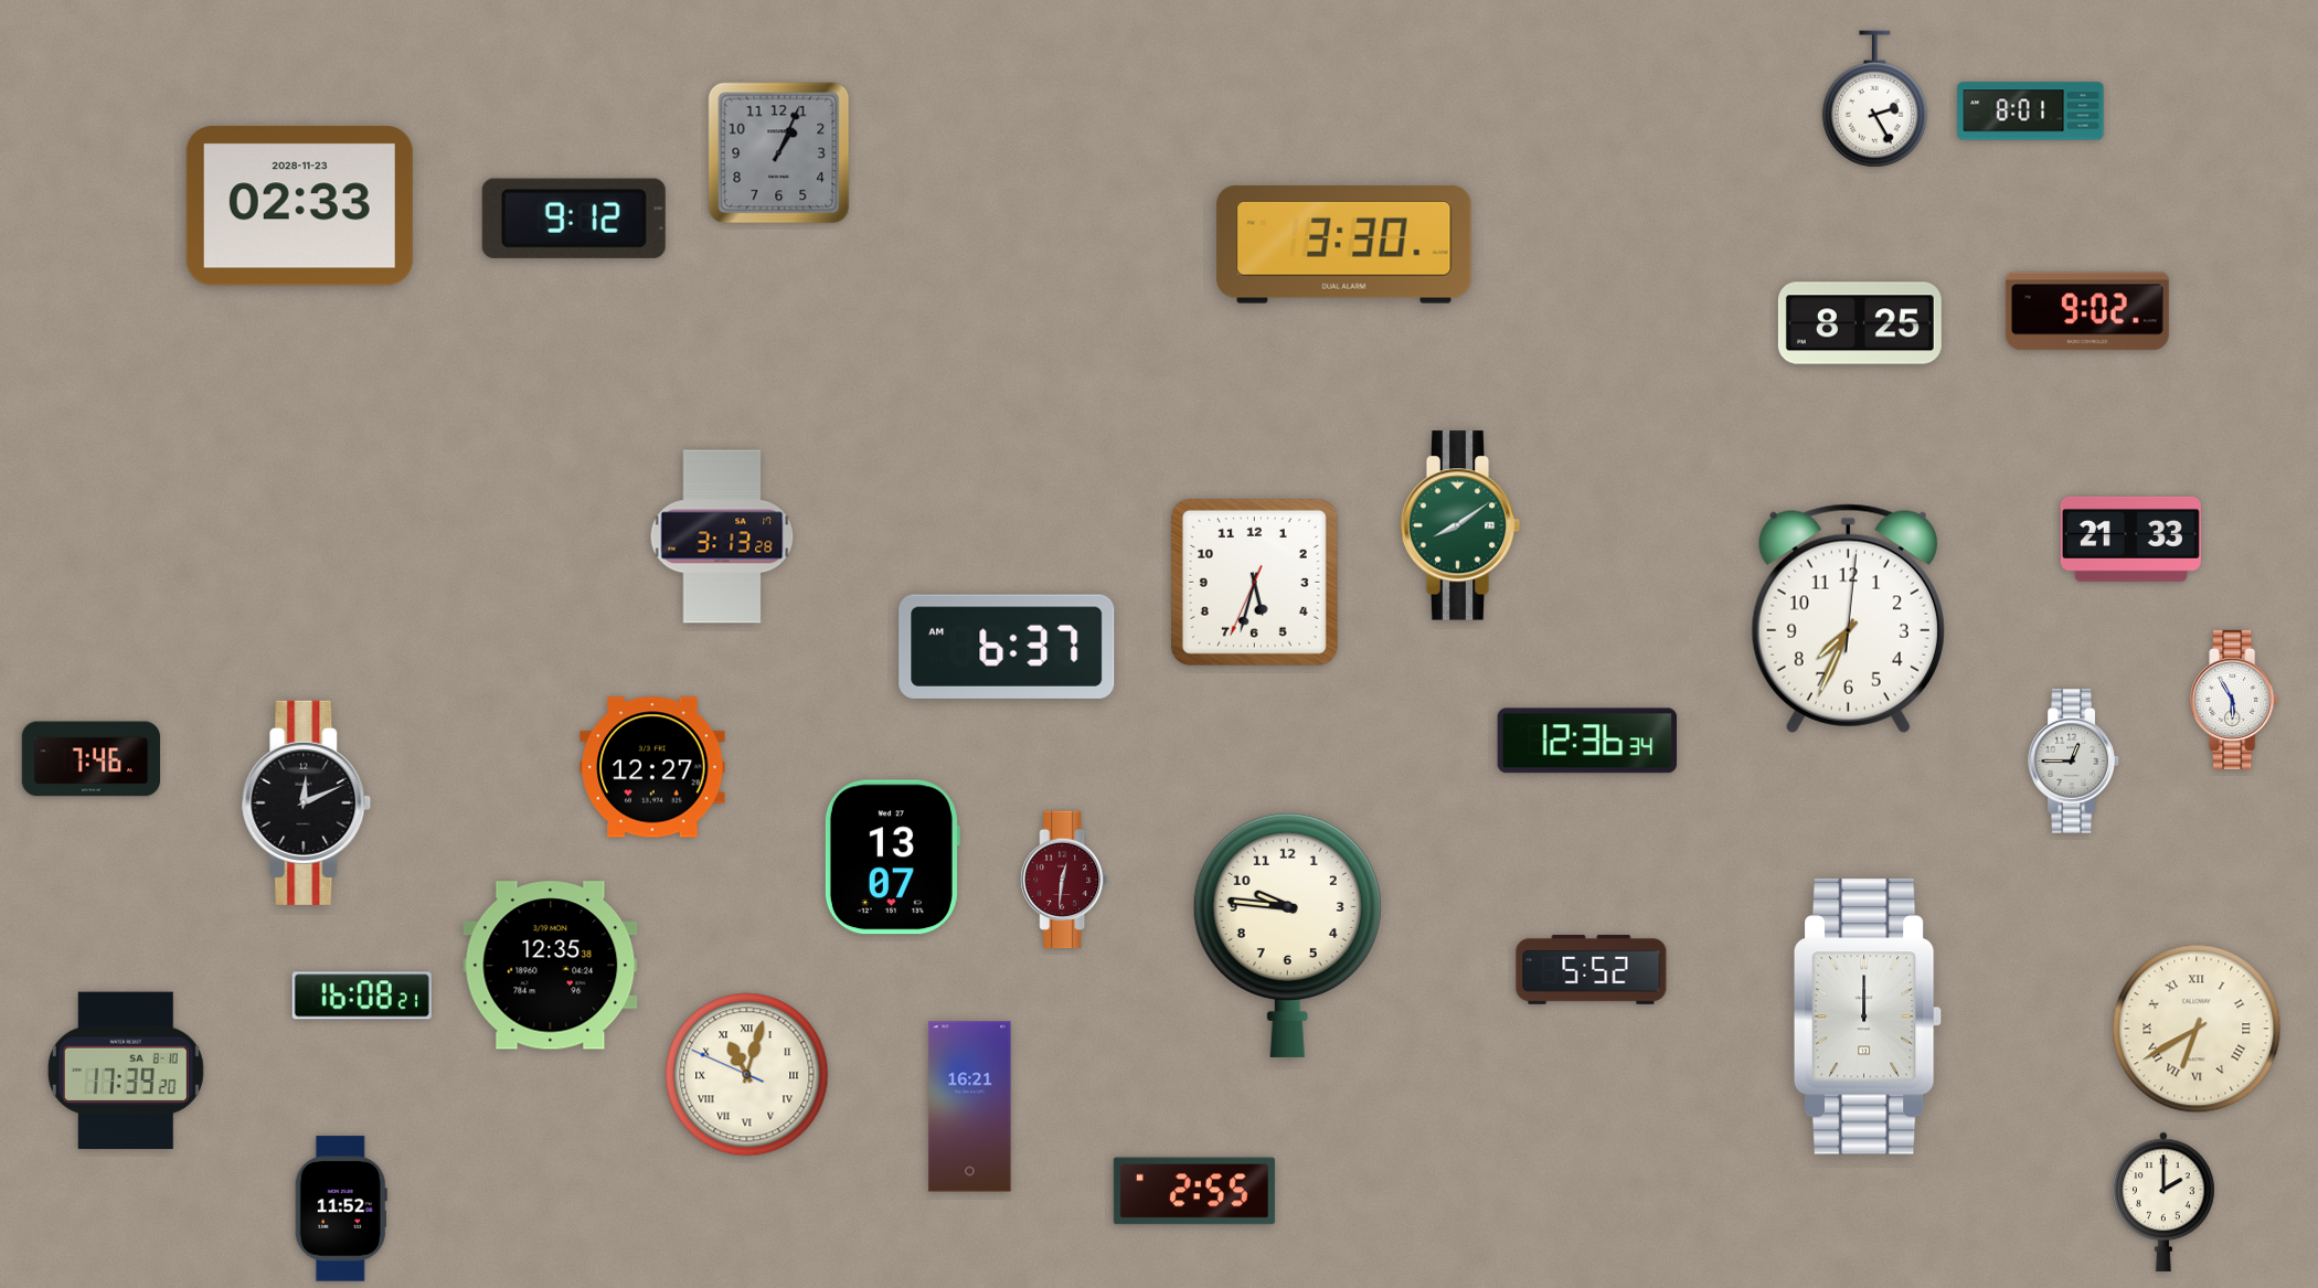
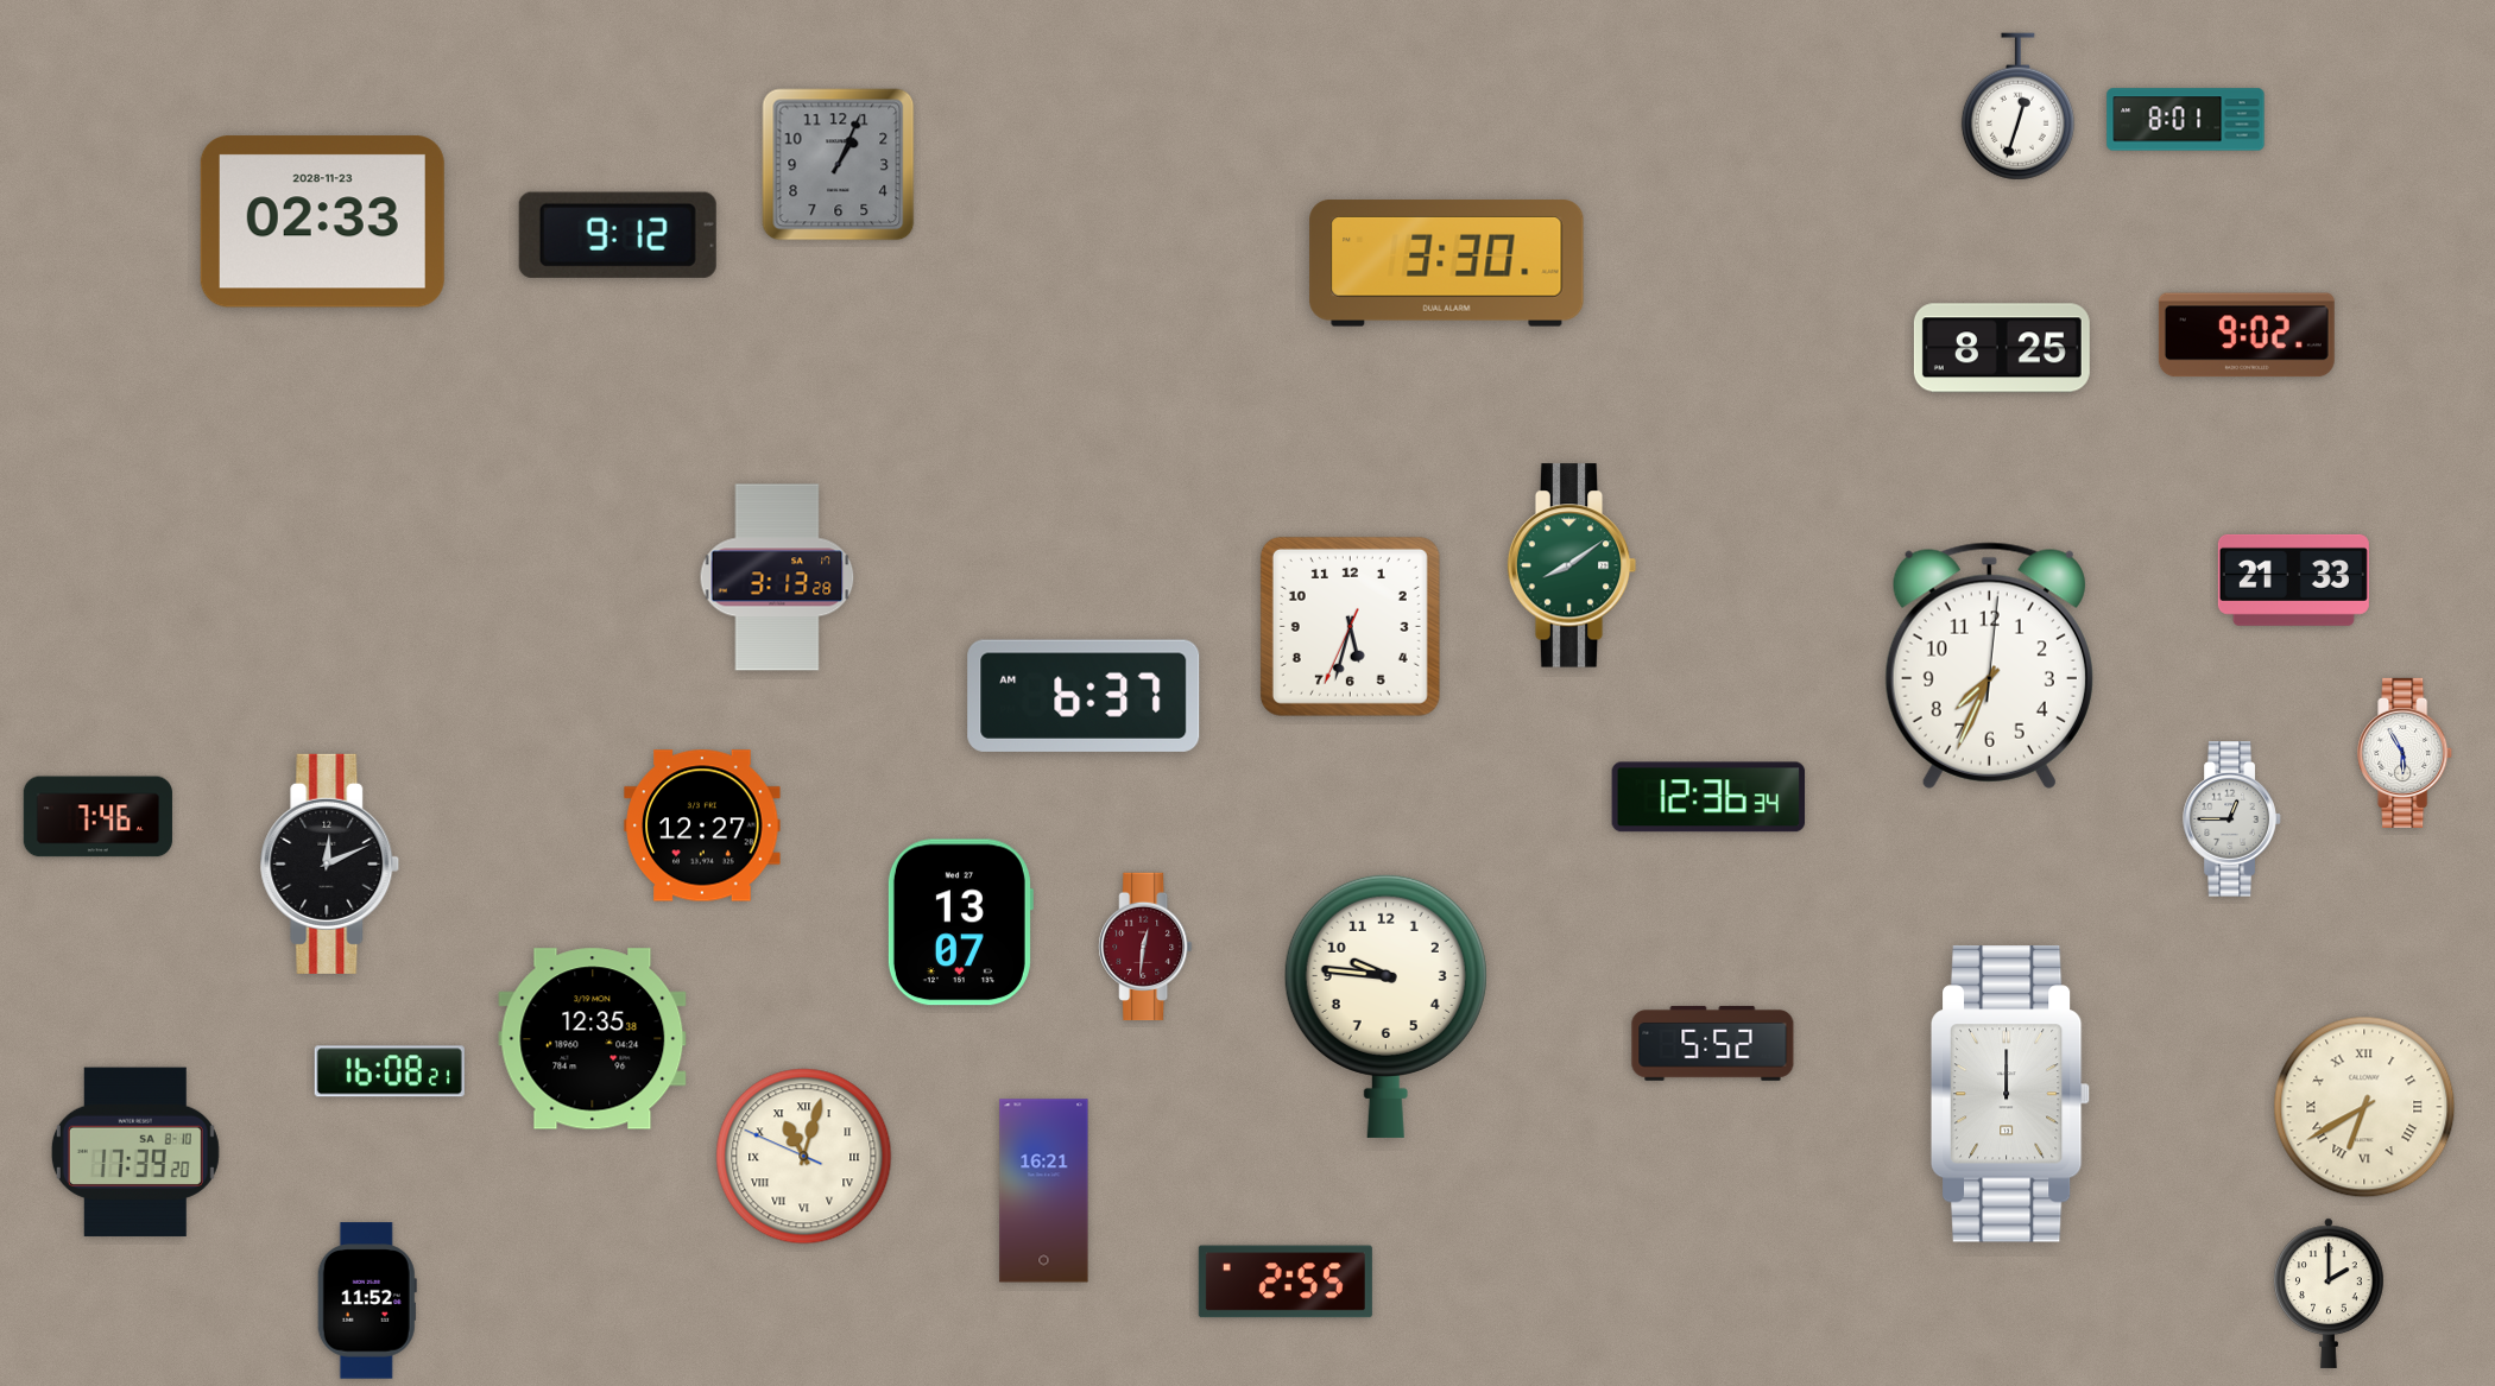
clock at (1874, 99): 2:25 -> 12:33
